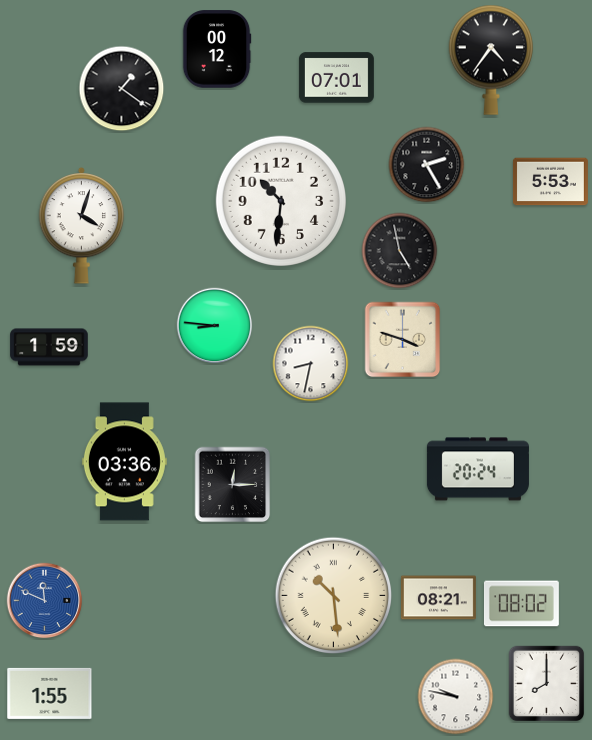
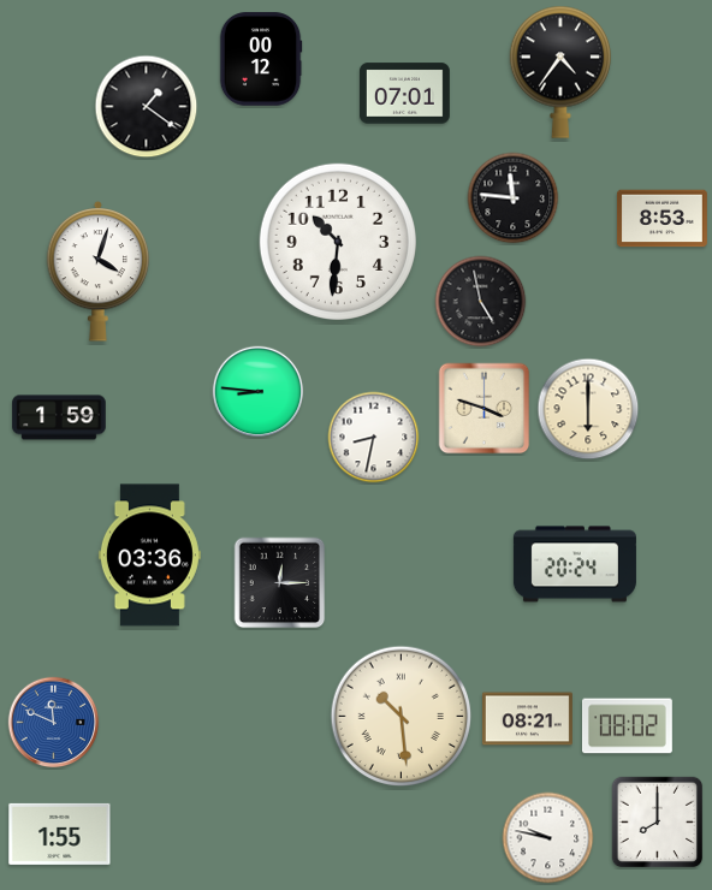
clock at (491, 60) position: (491, 60) -> (560, 72)
clock at (427, 165): 2:25 -> 11:46
clock at (550, 182): 5:53 -> 8:53
clock at (588, 409): none -> 6:00
